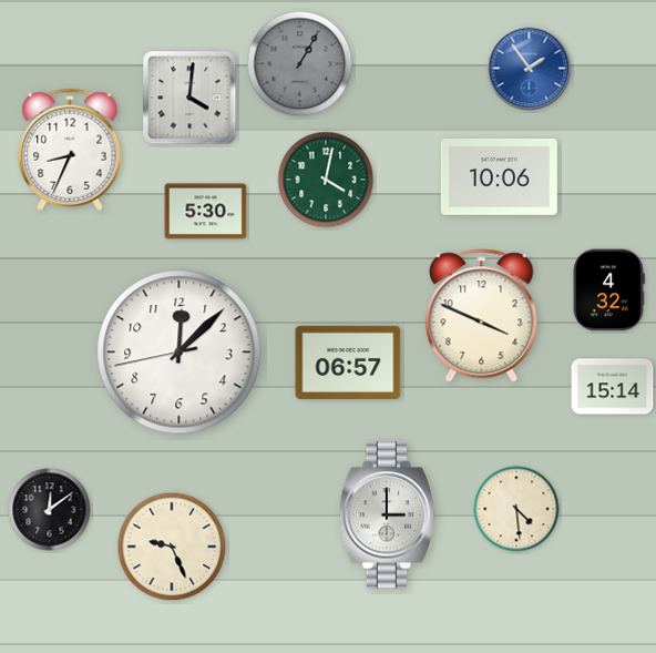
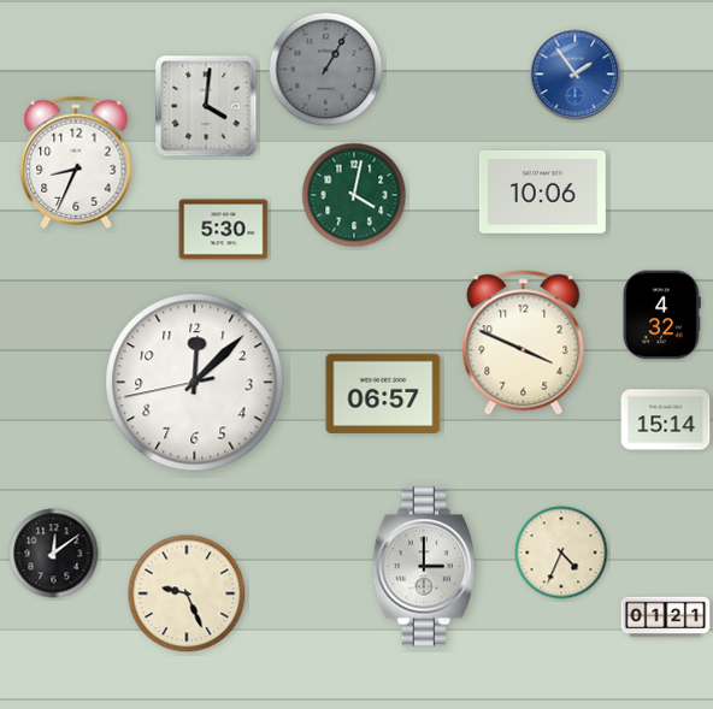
clock at (348, 363) position: (348, 363) -> (383, 394)
clock at (516, 509): 4:29 -> 4:34
clock at (387, 516) position: (387, 516) -> (424, 567)
clock at (666, 618): none -> 01:21
